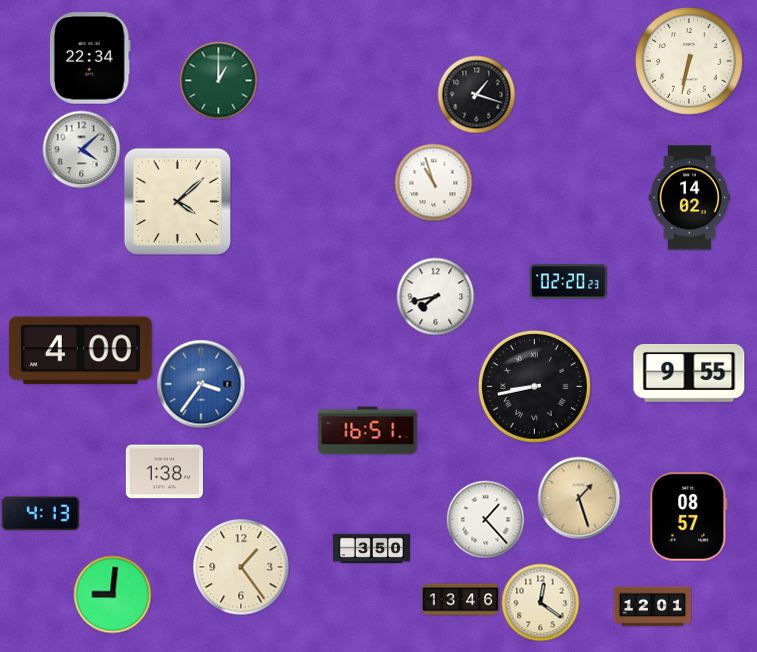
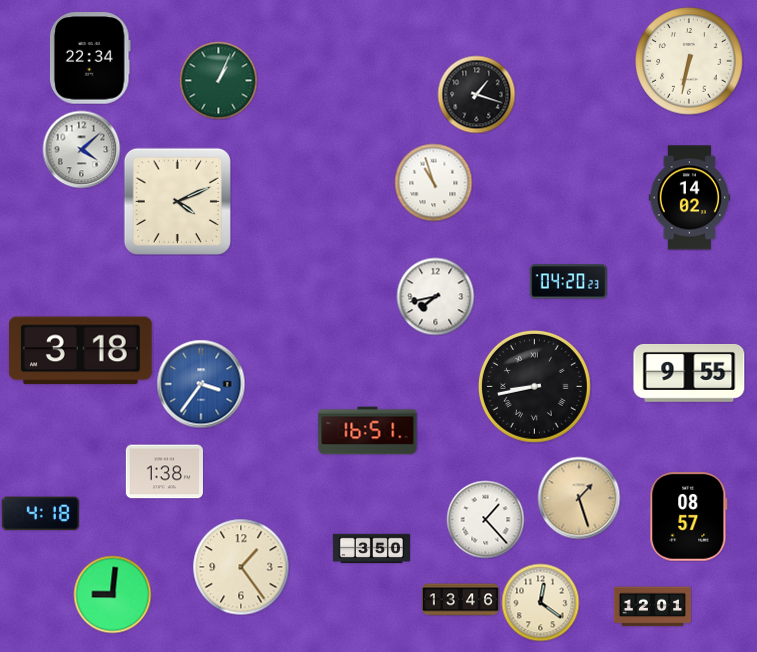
clock at (218, 80): 1:00 -> 1:04
clock at (177, 201): 4:08 -> 4:11
clock at (568, 282): 02:20 -> 04:20
clock at (80, 351): 4:00 -> 3:18
clock at (40, 514): 4:13 -> 4:18
